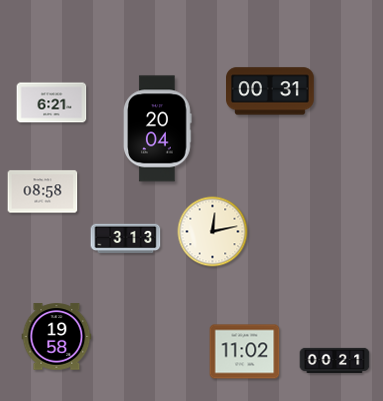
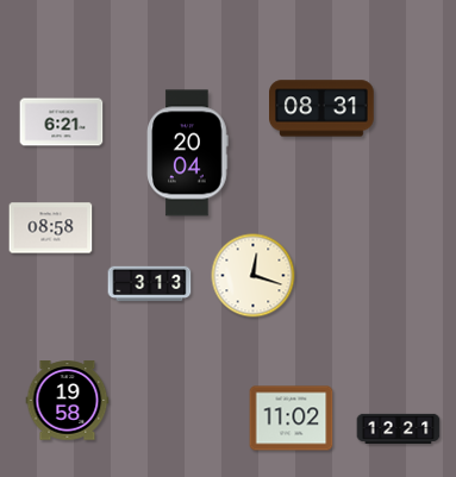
clock at (271, 91): 00:31 -> 08:31
clock at (213, 232): 12:13 -> 12:18
clock at (335, 360): 00:21 -> 12:21
